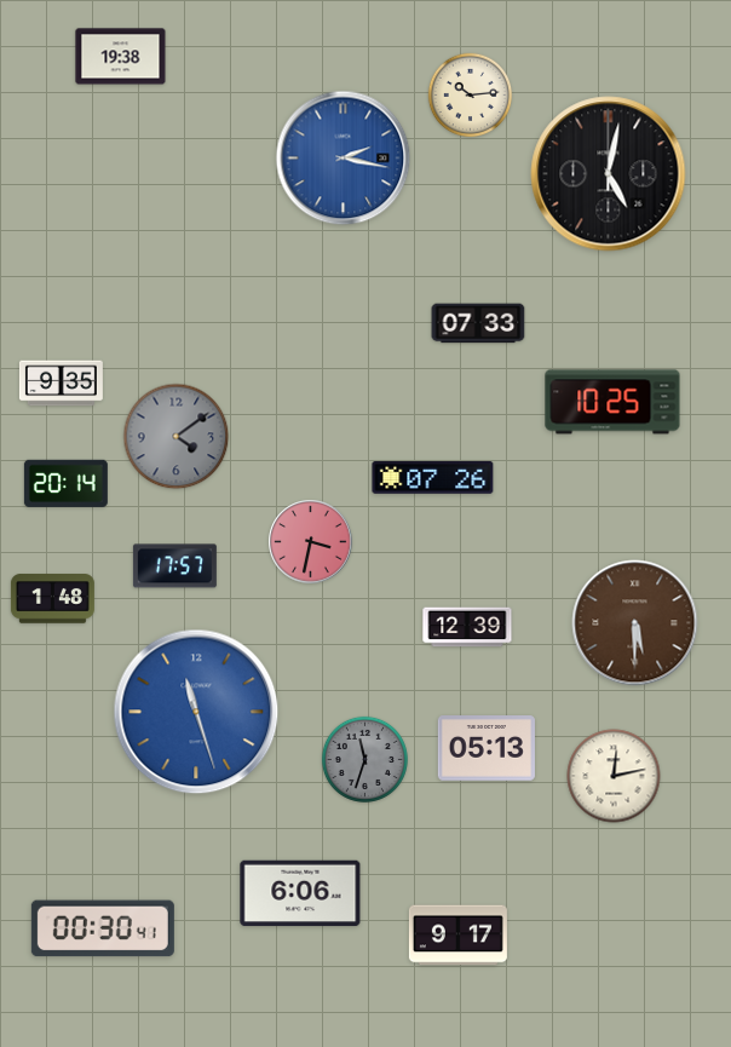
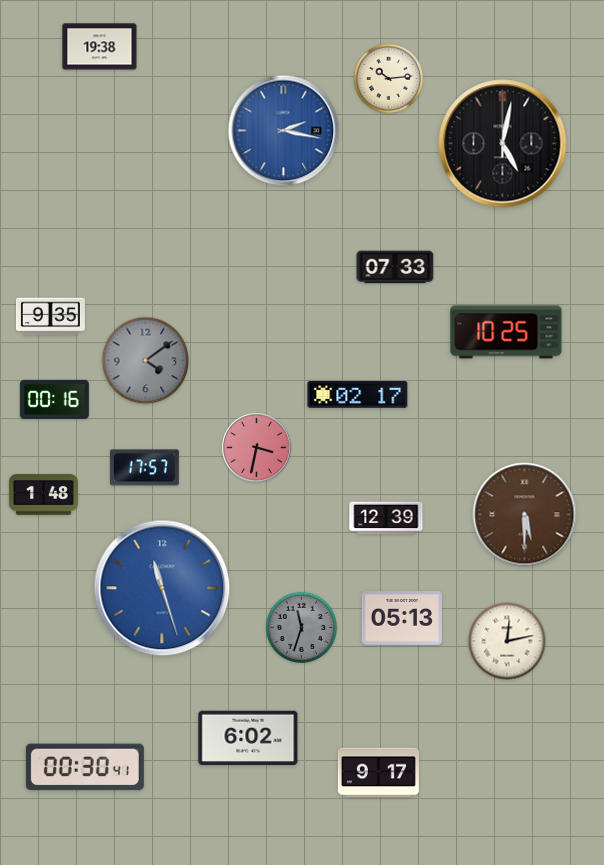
clock at (433, 478): 07:26 -> 02:17
clock at (65, 483): 20:14 -> 00:16
clock at (300, 893): 6:06 -> 6:02
